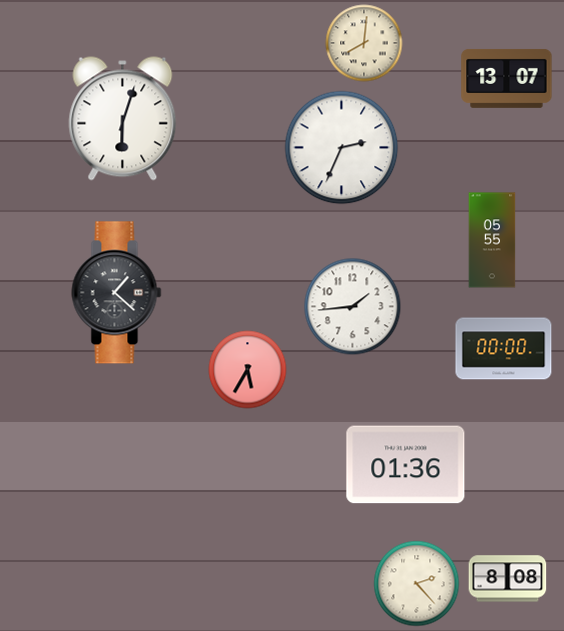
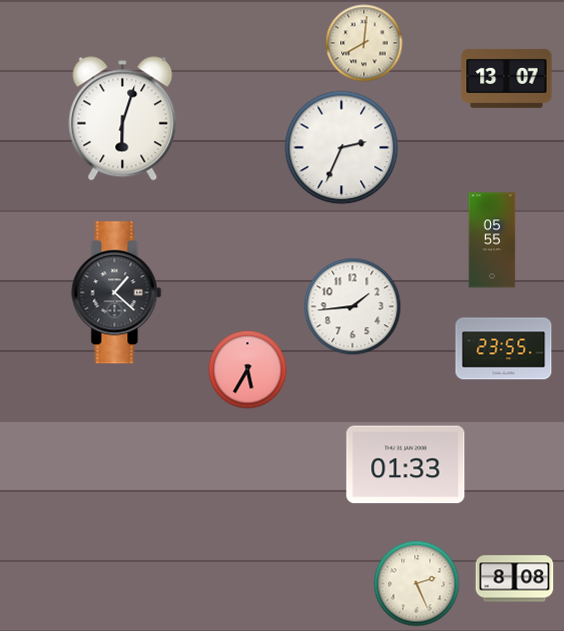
clock at (504, 349): 00:00 -> 23:55
clock at (406, 465): 01:36 -> 01:33
clock at (508, 579) position: (508, 579) -> (515, 579)
clock at (417, 584): 2:23 -> 2:26
